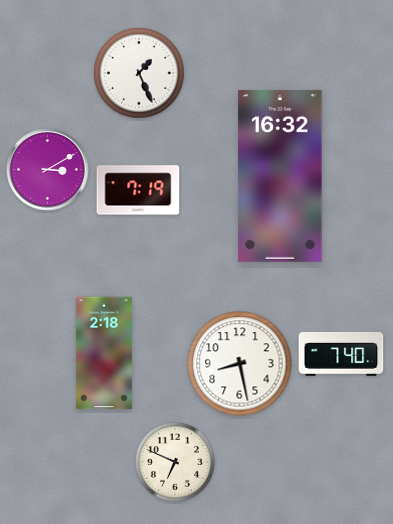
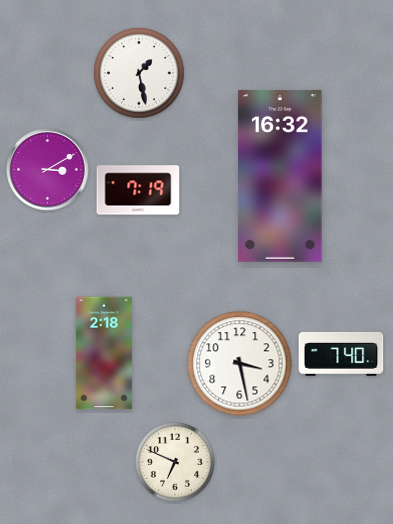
clock at (139, 73): 1:26 -> 1:28
clock at (240, 364): 8:28 -> 3:28
